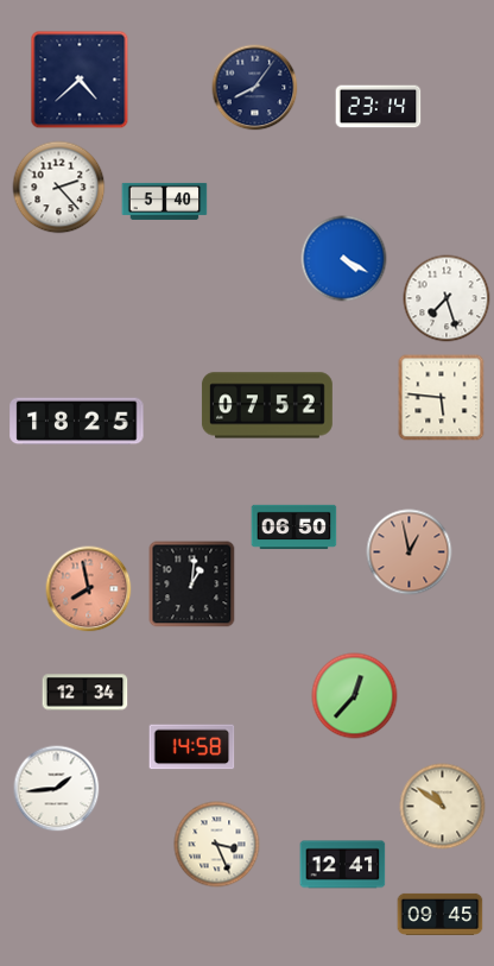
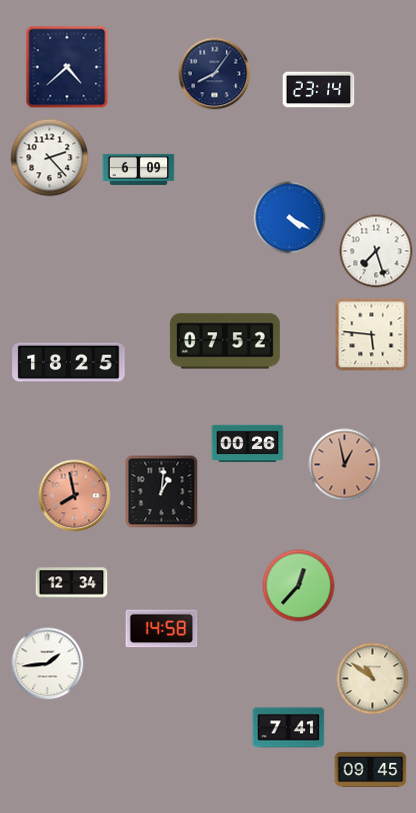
clock at (165, 201): 5:40 -> 6:09
clock at (77, 422) position: (77, 422) -> (69, 363)
clock at (294, 528): 06:50 -> 00:26
clock at (217, 845): 3:26 -> none
clock at (343, 865): 12:41 -> 7:41
